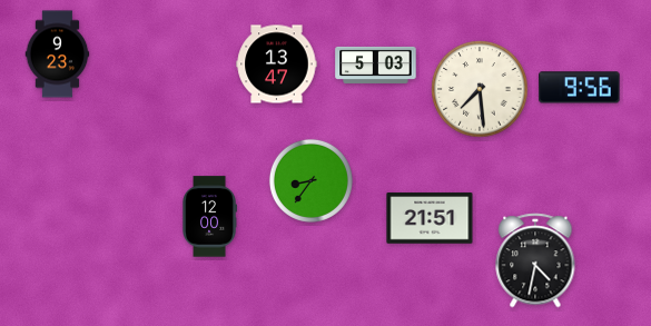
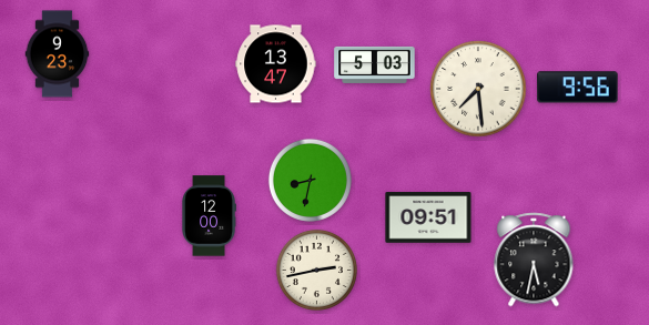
clock at (310, 180): 8:36 -> 8:32
clock at (430, 218): 21:51 -> 09:51
clock at (535, 260): 4:32 -> 5:32
clock at (316, 270): none -> 2:43
